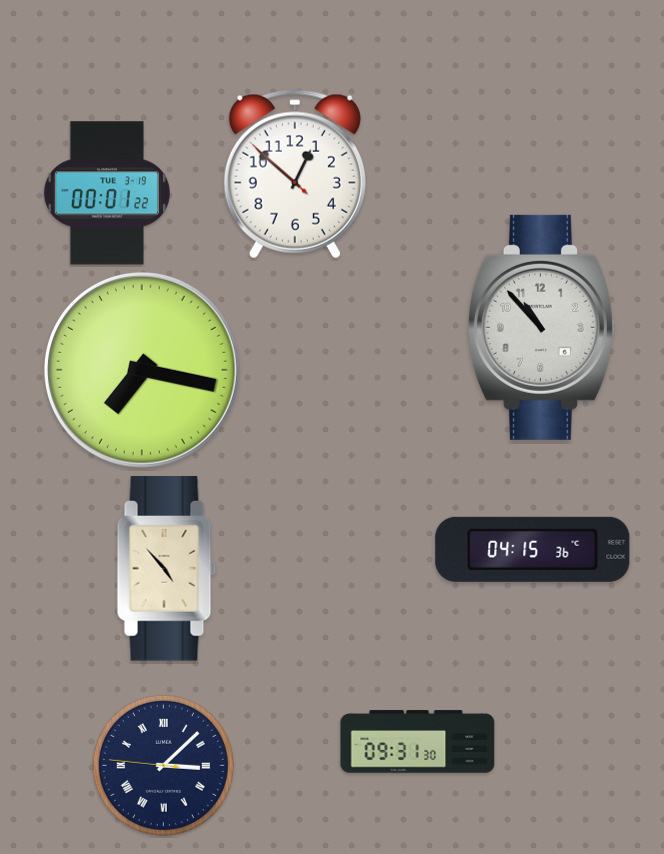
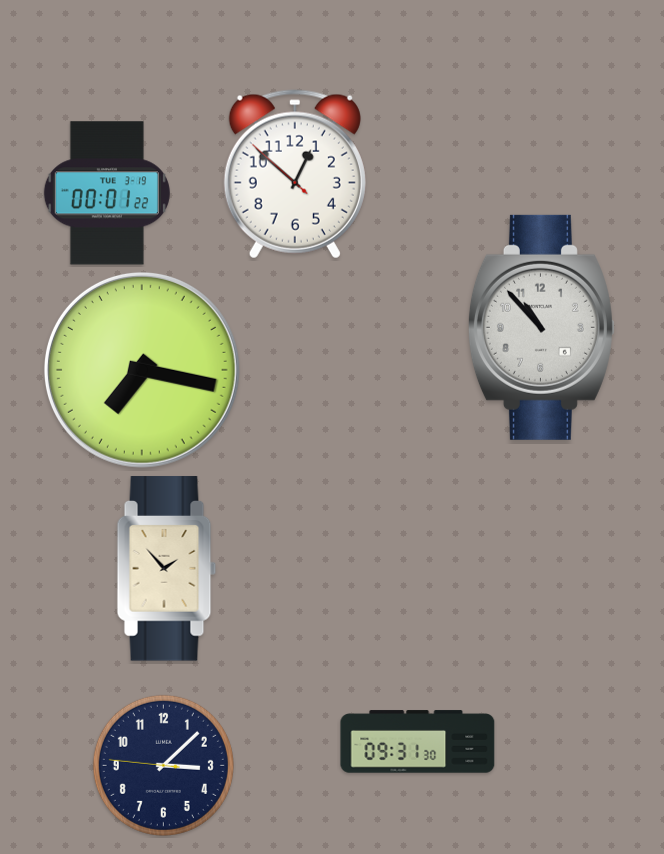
clock at (533, 549): 04:15 -> none
clock at (167, 569): 4:53 -> 1:53
clock at (163, 765) numerals: Roman -> Arabic
